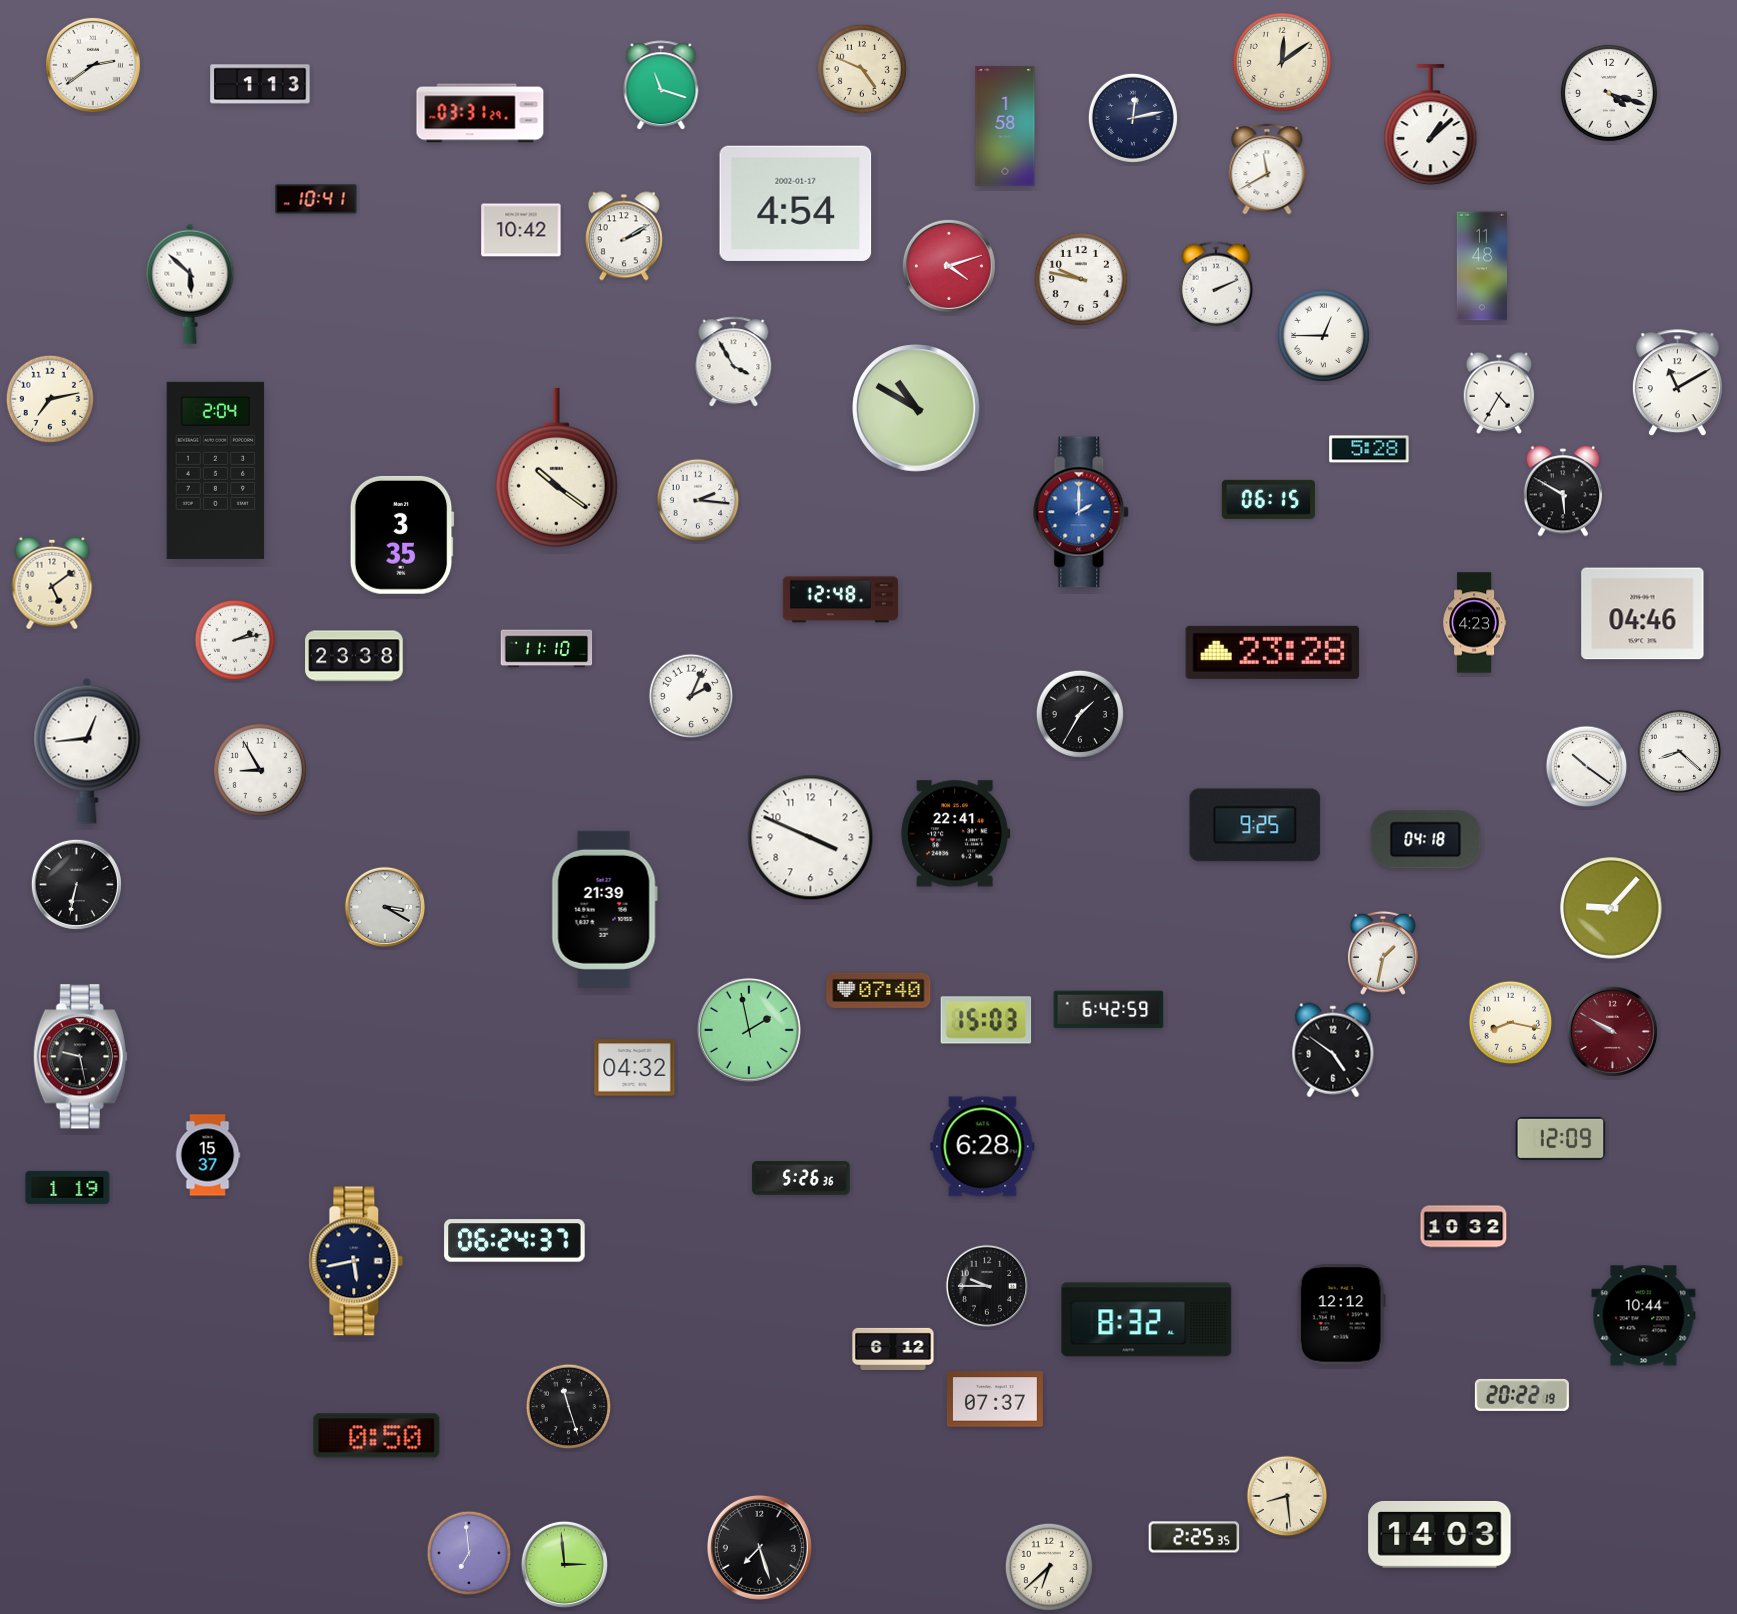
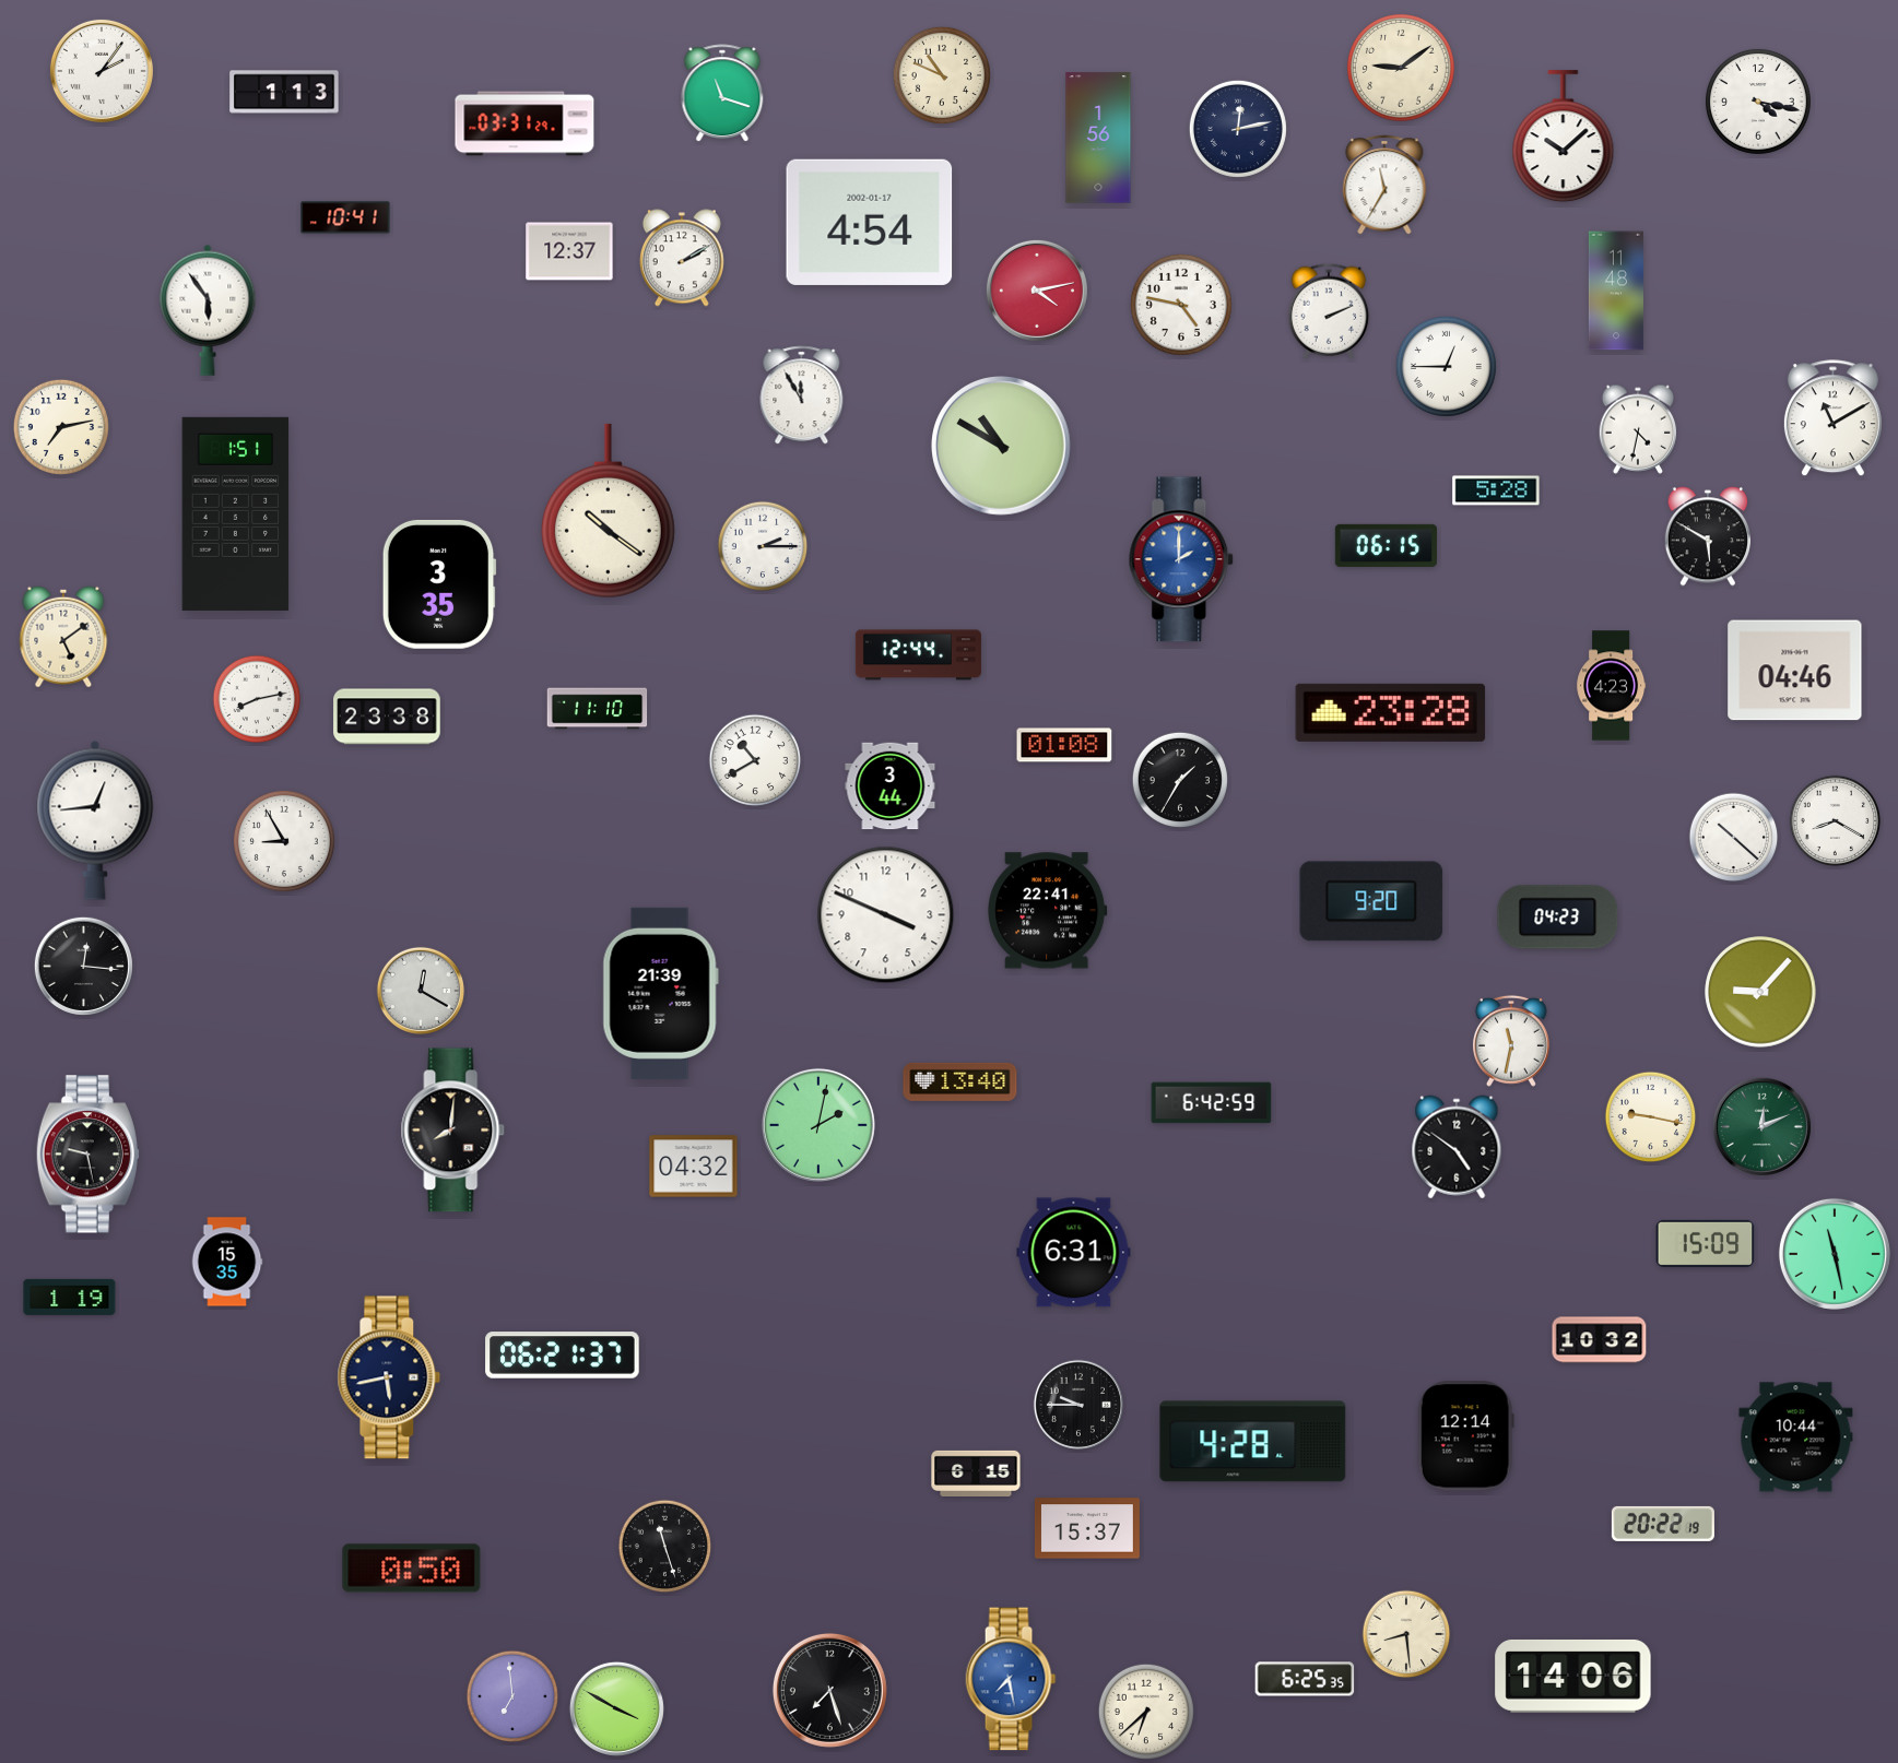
clock at (1283, 63): 12:09 -> 9:09
clock at (93, 65): 2:39 -> 2:06
clock at (862, 69): 4:49 -> 10:49
clock at (1609, 93): 4:18 -> 4:17
clock at (1431, 125): 1:08 -> 10:08
clock at (1005, 126): 1:58 -> 1:56
clock at (1267, 169): 11:40 -> 11:35
clock at (521, 230): 10:42 -> 12:37
clock at (949, 266): 4:12 -> 4:13
clock at (1482, 266) position: (1482, 266) -> (1616, 291)
clock at (1081, 279): 9:47 -> 4:47
clock at (190, 284): 5:52 -> 5:54
clock at (734, 362): 3:55 -> 11:55
clock at (1499, 393): 4:35 -> 4:32
clock at (50, 399) position: (50, 399) -> (61, 427)
clock at (216, 470): 2:04 -> 1:51
clock at (698, 500): 2:16 -> 2:15
clock at (52, 583) position: (52, 583) -> (63, 637)
clock at (840, 600): 12:48 -> 12:44
clock at (1475, 623) position: (1475, 623) -> (1612, 686)
clock at (235, 640): 2:13 -> 8:13
clock at (1064, 745): none -> 01:08
clock at (691, 696): 2:04 -> 10:40
clock at (891, 786): none -> 3:44
clock at (1680, 752): 8:22 -> 8:20
clock at (1587, 767): 10:21 -> 10:22
clock at (1255, 825): 9:25 -> 9:20
clock at (956, 834) position: (956, 834) -> (1048, 911)
clock at (1426, 840): 04:18 -> 04:23
clock at (76, 884): 6:32 -> 12:16
clock at (384, 906): 3:20 -> 12:20
clock at (1383, 953): 1:32 -> 11:32
clock at (879, 990): 07:40 -> 13:40
clock at (986, 1020): 15:03 -> none
clock at (1511, 1023): 8:17 -> 9:17
clock at (749, 1030): 1:58 -> 2:02
clock at (1612, 1031): 9:50 -> 12:11
clock at (1612, 1031) dial: burgundy -> green
clock at (453, 1131): none -> 8:01
clock at (1561, 1138): 12:09 -> 15:09
clock at (983, 1147): 6:28 -> 6:31
clock at (1835, 1254): none -> 11:28
clock at (208, 1155): 15:37 -> 15:35
clock at (801, 1178): 5:26 -> none
clock at (68, 1187) position: (68, 1187) -> (70, 1297)
clock at (515, 1241): 06:24 -> 06:21
clock at (1341, 1315): 12:12 -> 12:14
clock at (1147, 1320): 8:32 -> 4:28
clock at (893, 1348): 6:12 -> 6:15
clock at (995, 1399): 07:37 -> 15:37
clock at (569, 1407) position: (569, 1407) -> (665, 1547)
clock at (1440, 1534): 14:03 -> 14:06
clock at (1011, 1679): none -> 7:28
clock at (1194, 1537): 2:25 -> 6:25
clock at (564, 1564): 2:59 -> 3:50
